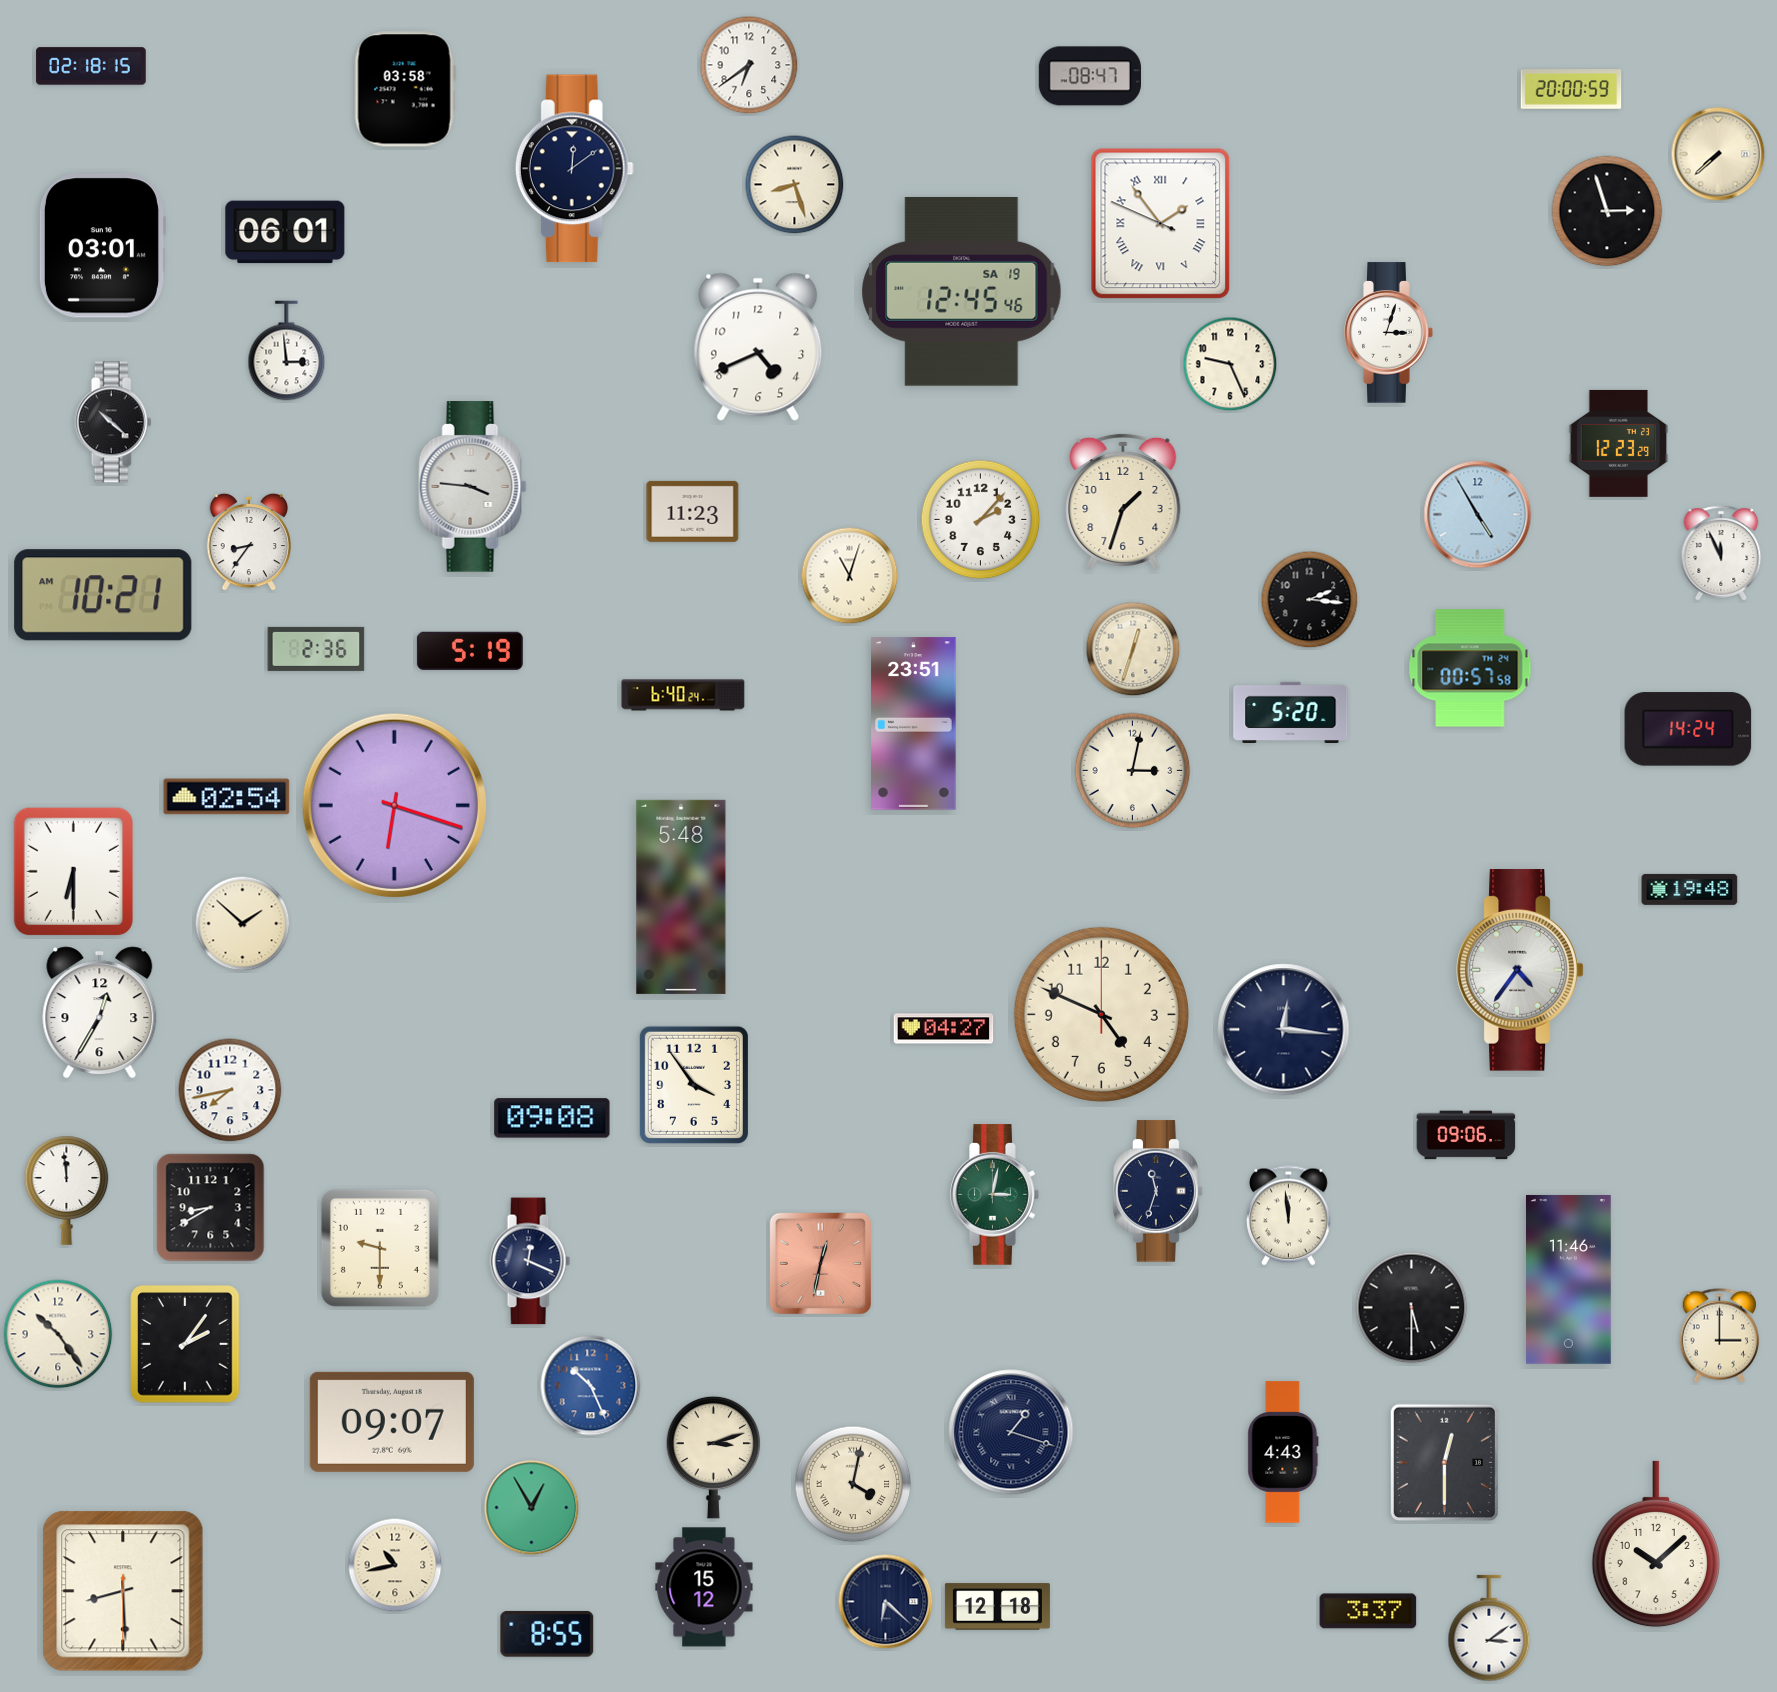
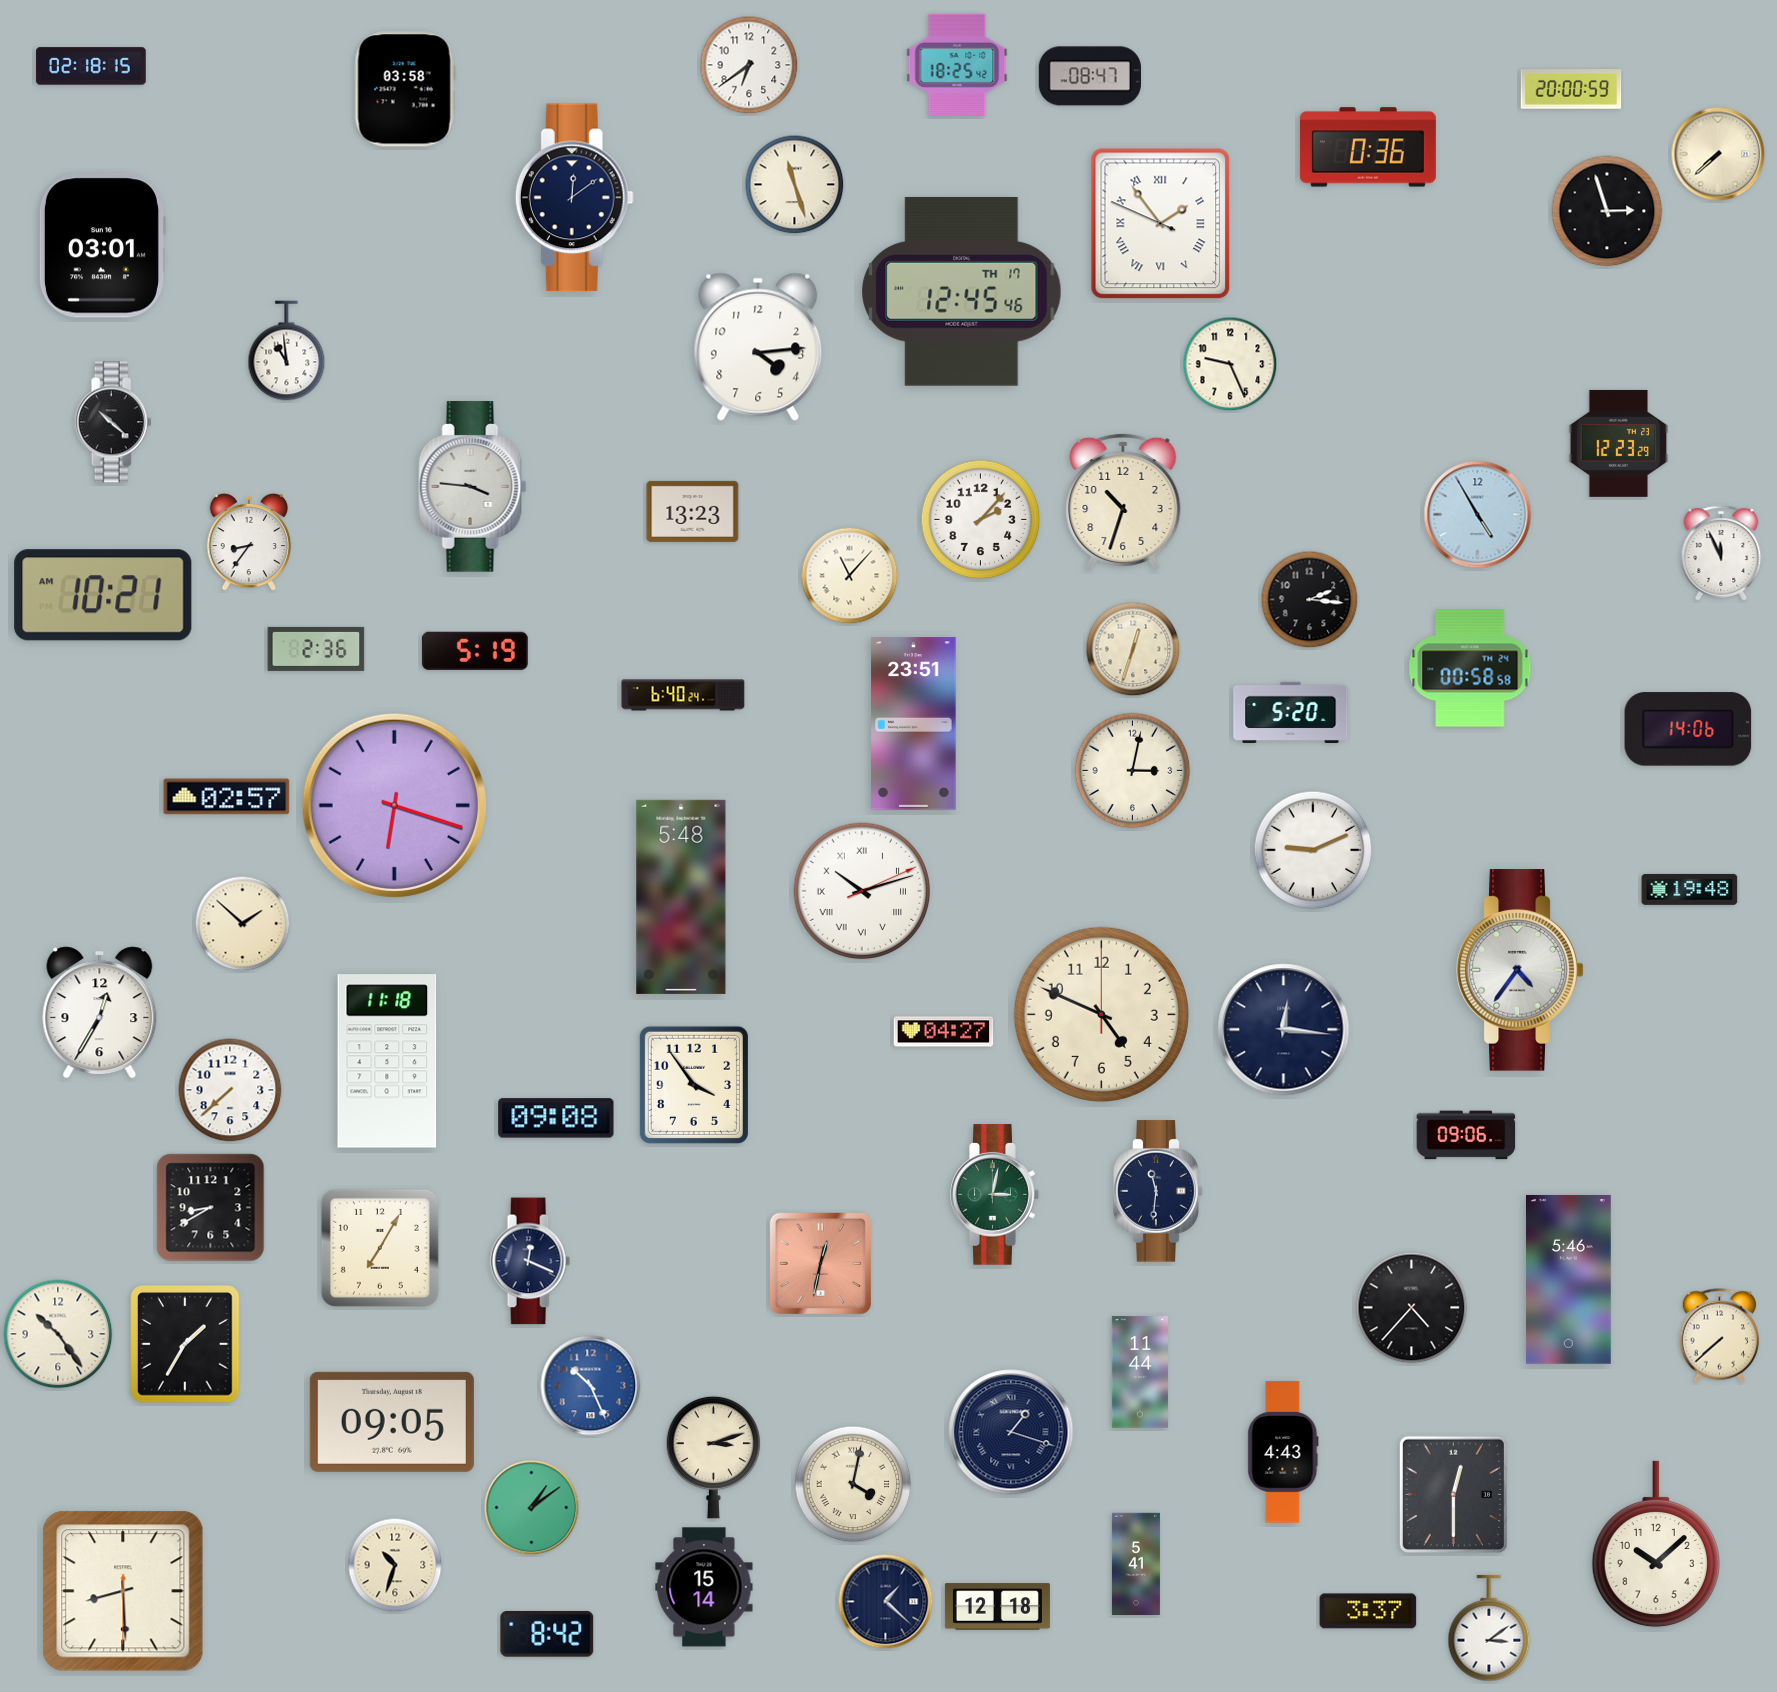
clock at (957, 65): none -> 18:25
clock at (1368, 147): none -> 0:36
clock at (574, 169) position: (574, 169) -> (574, 198)
clock at (795, 185): 8:27 -> 11:27
clock at (285, 232): 06:01 -> none
clock at (962, 291) date: SA 19 -> TH 17
clock at (1389, 333): 3:03 -> none
clock at (758, 347): 4:41 -> 4:14
clock at (287, 351): 2:59 -> 10:59
clock at (1123, 501): 1:33 -> 10:33
clock at (693, 511): 11:23 -> 13:23
clock at (850, 576): 11:03 -> 11:07
clock at (470, 651) position: (470, 651) -> (475, 651)
clock at (1470, 668): 00:57 -> 00:58
clock at (1688, 729): 14:24 -> 14:06
clock at (227, 797): 02:54 -> 02:57
clock at (1313, 850): none -> 9:11
clock at (74, 872): 6:30 -> none
clock at (862, 891): none -> 10:12
clock at (944, 1029) position: (944, 1029) -> (944, 1032)
clock at (387, 1061): none -> 11:18
clock at (230, 1090): 7:43 -> 7:38
clock at (552, 1118) position: (552, 1118) -> (556, 1118)
clock at (67, 1190): 11:59 -> none
clock at (1158, 1191): 11:33 -> 11:31
clock at (1289, 1216): 11:59 -> none
clock at (380, 1248): 9:30 -> 7:05
clock at (1568, 1279): 11:46 -> 5:46
clock at (1412, 1308): 5:30 -> 4:37
clock at (1720, 1336): 3:00 -> 7:38
clock at (185, 1344): 2:06 -> 1:35
clock at (1140, 1372): none -> 11:44
clock at (392, 1422): 09:07 -> 09:05
clock at (1444, 1462) position: (1444, 1462) -> (1453, 1494)
clock at (532, 1508): 12:55 -> 1:09
clock at (1136, 1564): none -> 5:41
clock at (395, 1565): 10:43 -> 10:33
clock at (704, 1587): 15:12 -> 15:14
clock at (886, 1602): 6:22 -> 1:22
clock at (547, 1634): 8:55 -> 8:42
